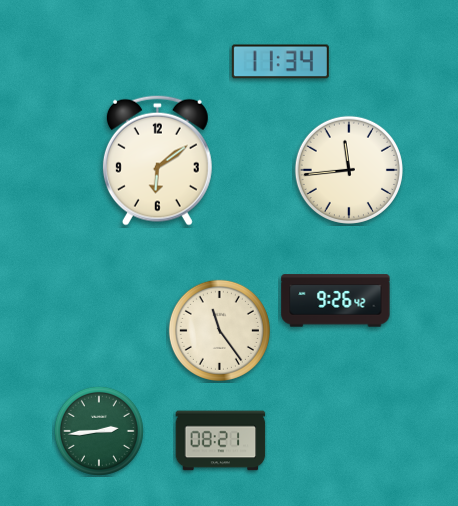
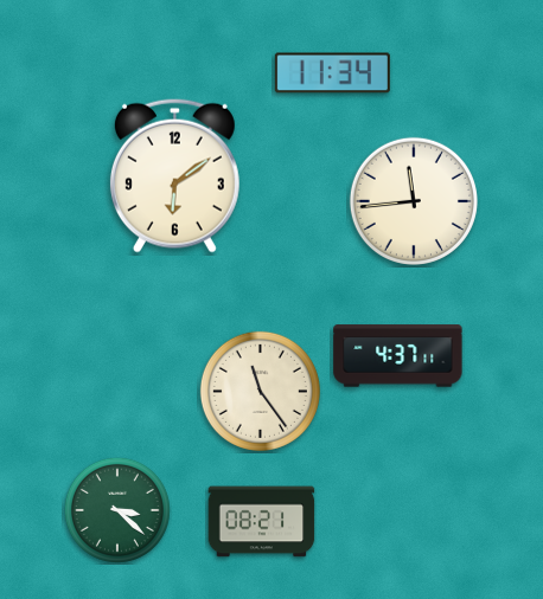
clock at (157, 160) position: (157, 160) -> (174, 175)
clock at (336, 301): 9:26 -> 4:37
clock at (99, 431): 2:44 -> 3:22
